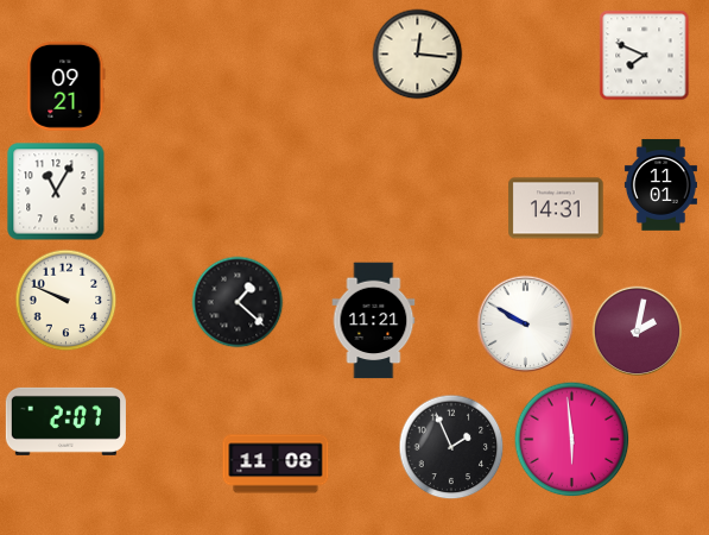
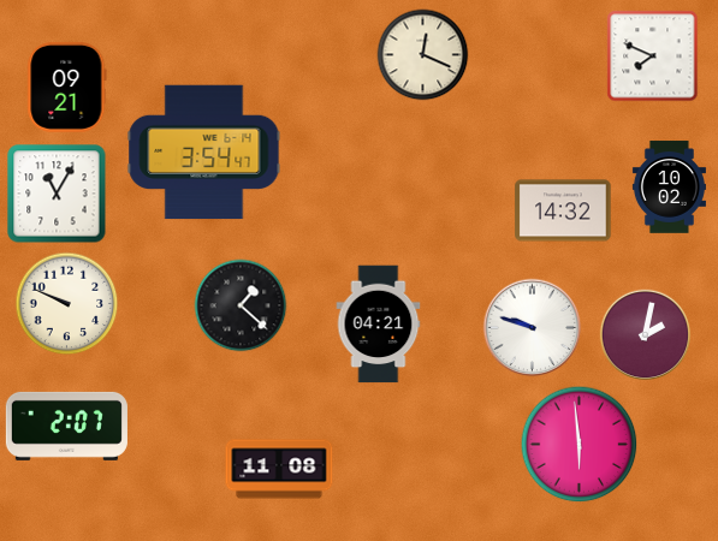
clock at (418, 55): 12:16 -> 12:19
clock at (204, 153): none -> 3:54
clock at (660, 185): 11:01 -> 10:02
clock at (556, 208): 14:31 -> 14:32
clock at (374, 321): 11:21 -> 04:21
clock at (526, 325): 9:50 -> 9:48
clock at (451, 447): 1:56 -> none
